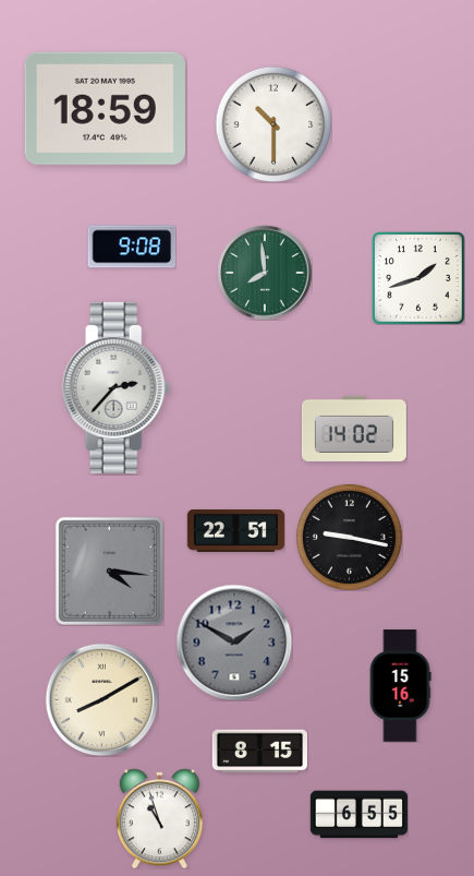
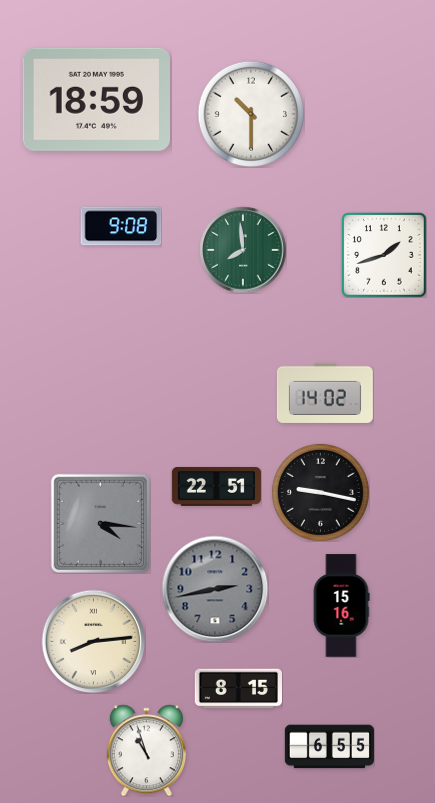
clock at (117, 387): 2:37 -> none
clock at (234, 643): 1:50 -> 2:43
clock at (400, 686) position: (400, 686) -> (341, 606)
clock at (101, 699): 8:10 -> 8:14
